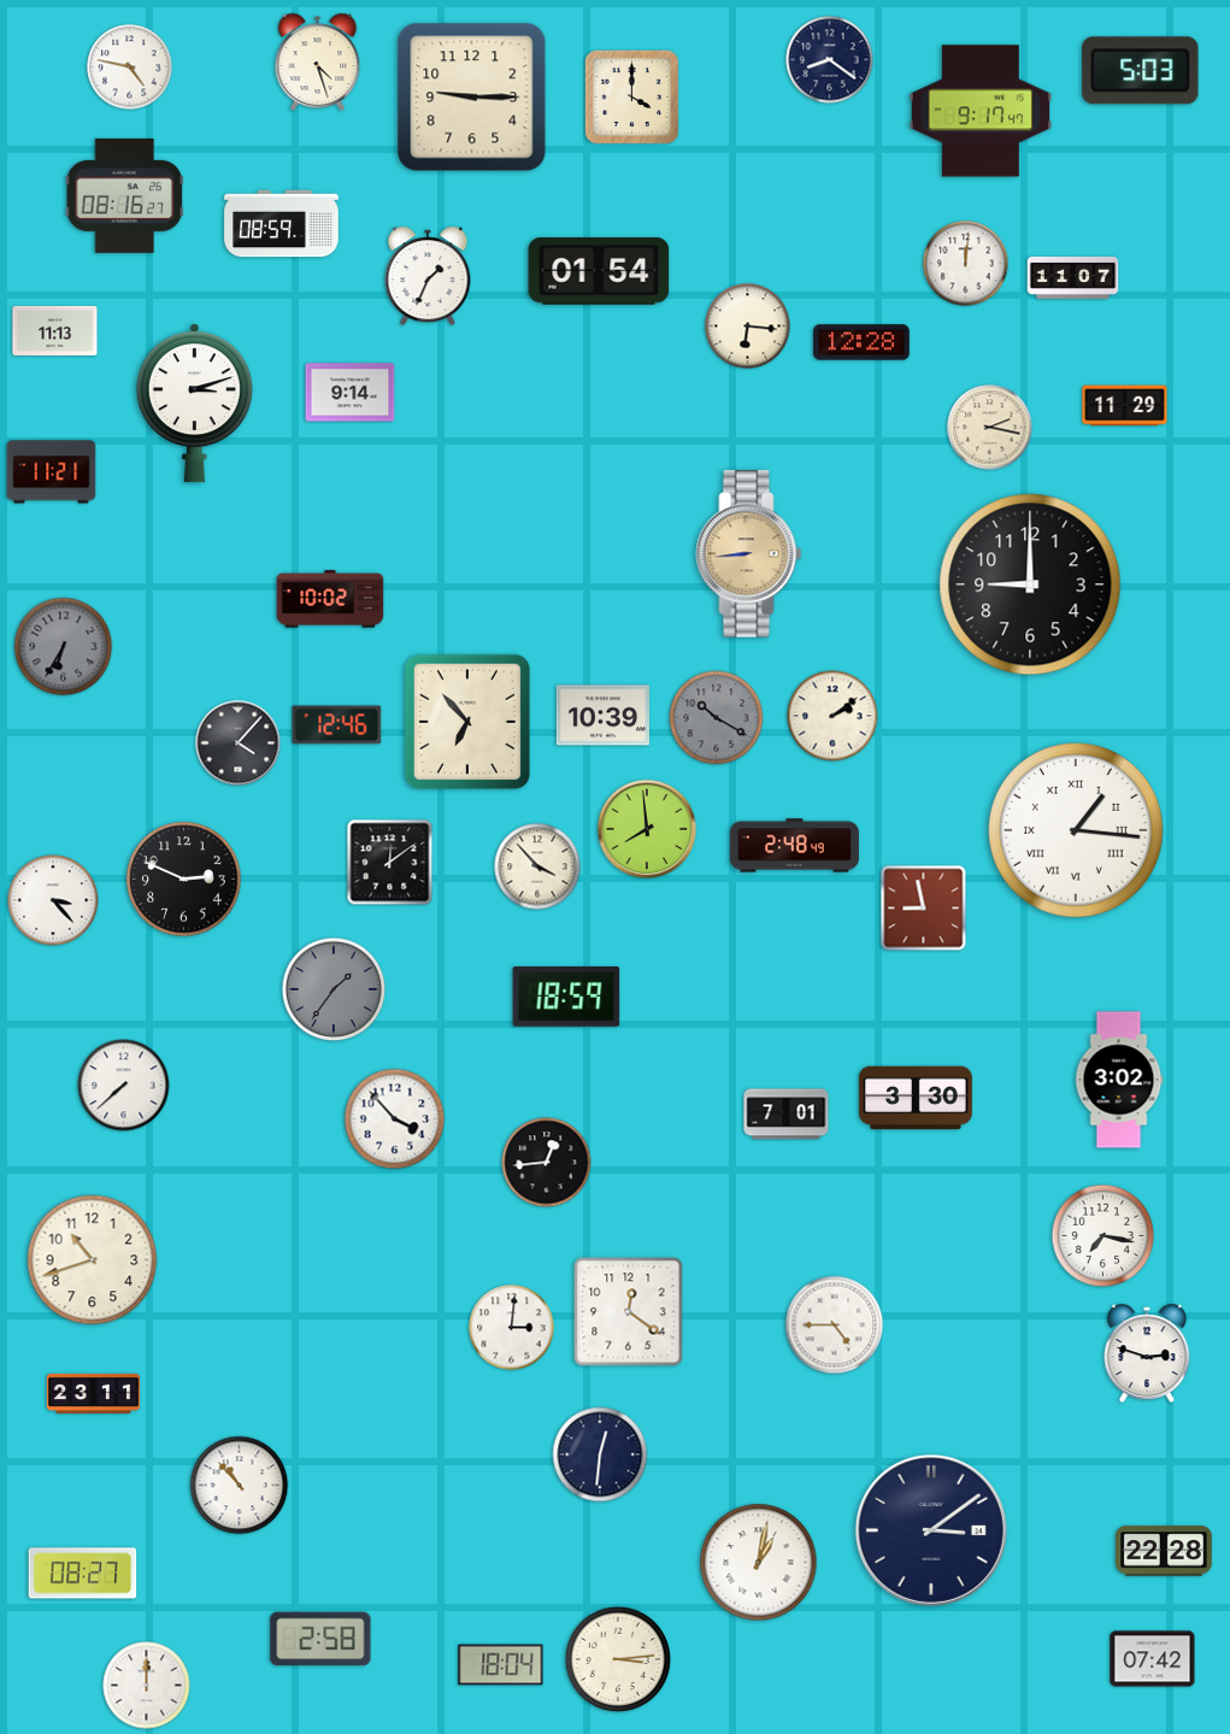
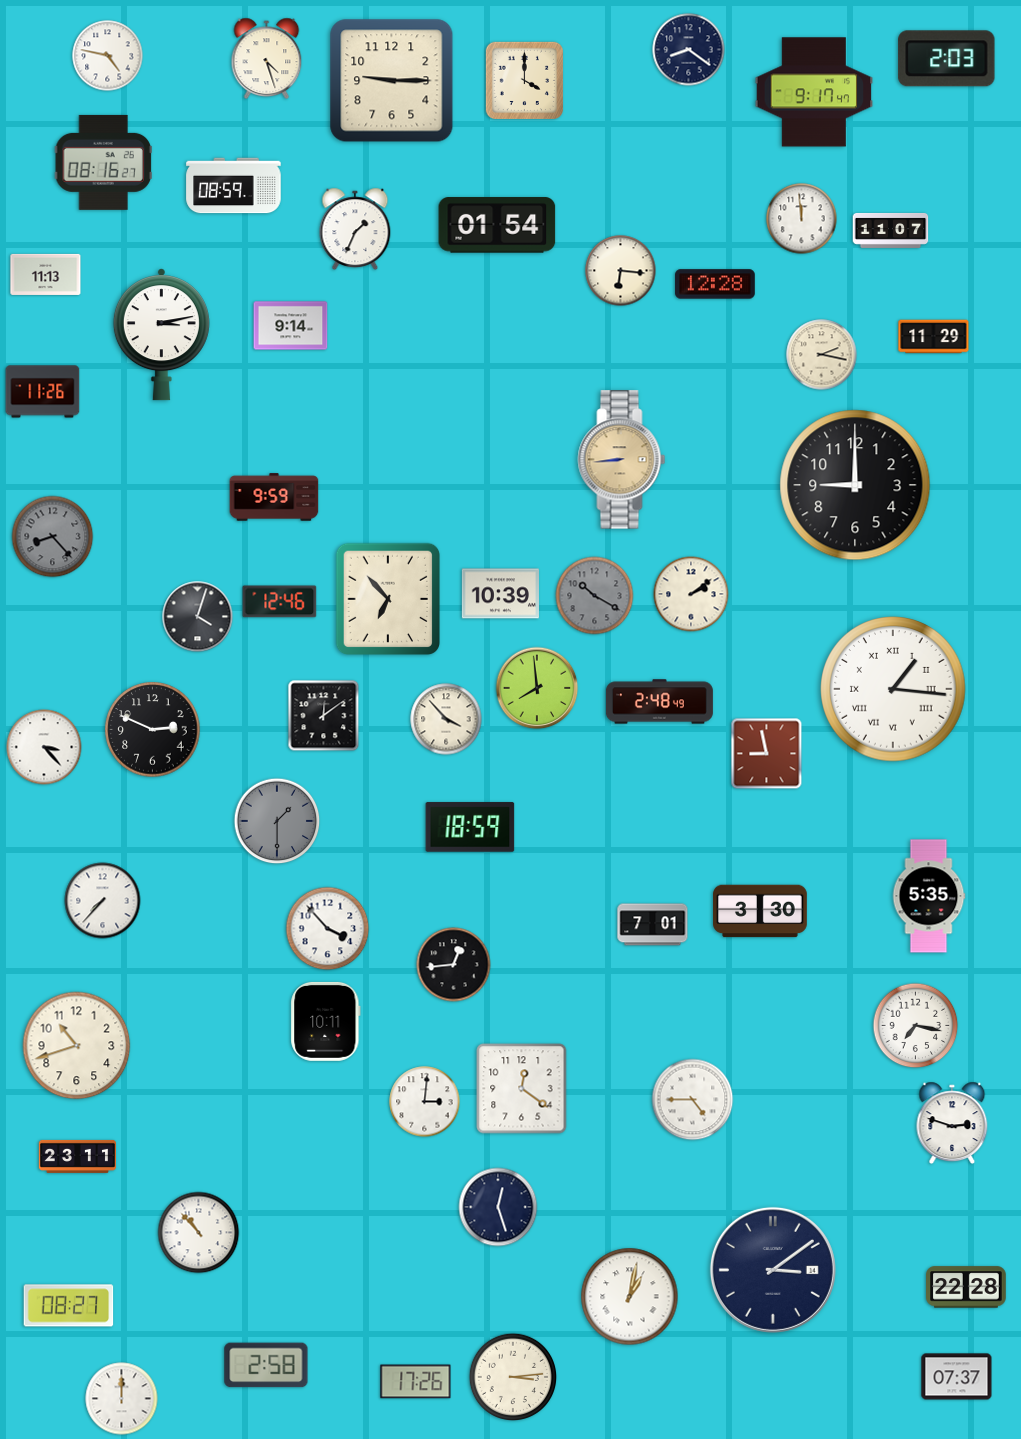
clock at (318, 63) position: (318, 63) -> (267, 59)
clock at (1141, 71): 5:03 -> 2:03
clock at (966, 264): 12:01 -> 11:59
clock at (194, 404): 3:12 -> 3:13
clock at (52, 472): 11:21 -> 11:26
clock at (330, 599): 10:02 -> 9:59
clock at (64, 647): 6:35 -> 8:23
clock at (239, 743): 4:07 -> 4:03
clock at (334, 989): 1:36 -> 1:30
clock at (1119, 1080): 3:02 -> 5:35
clock at (124, 1086): 7:38 -> 7:37
clock at (326, 1021): none -> 10:11
clock at (600, 1454): 12:31 -> 12:27
clock at (320, 1639) position: (320, 1639) -> (266, 1365)
clock at (1153, 1659): 07:42 -> 07:37
clock at (501, 1665): 18:04 -> 17:26
